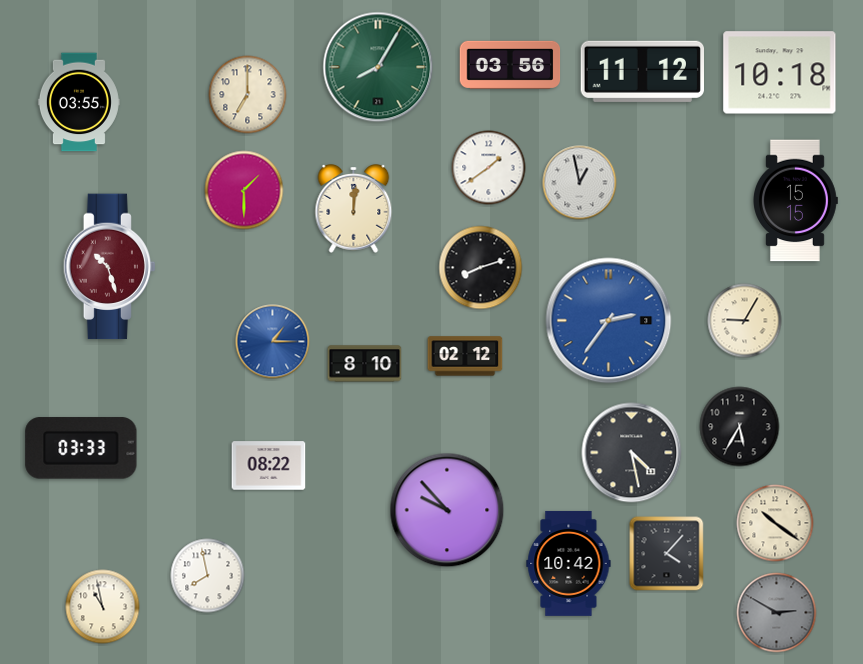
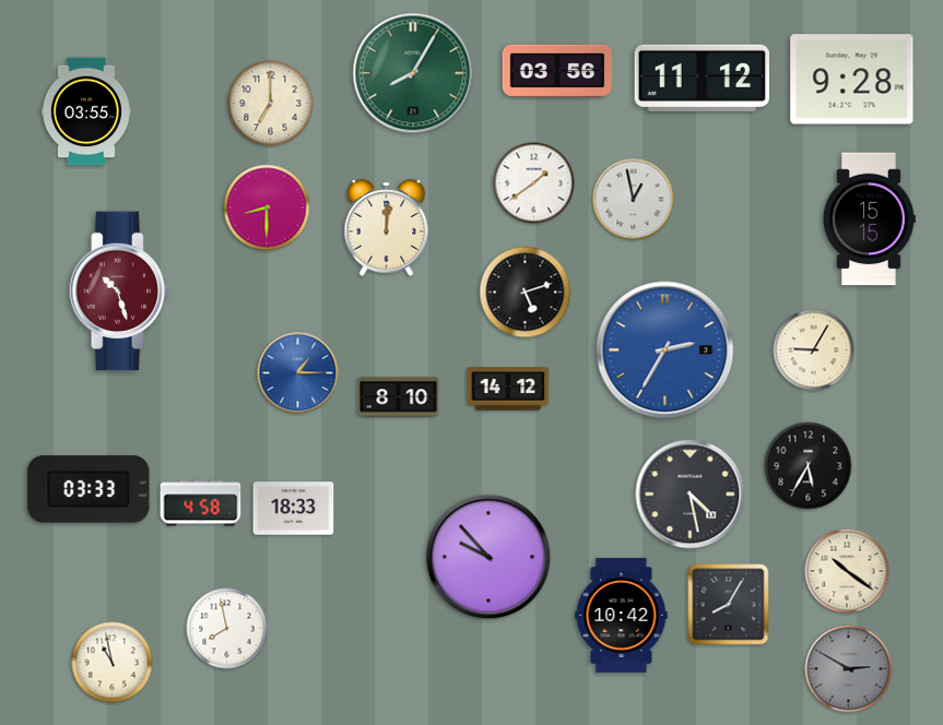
clock at (780, 73): 10:18 -> 9:28
clock at (244, 190): 1:30 -> 8:30
clock at (481, 268): 8:12 -> 5:12
clock at (609, 321): 2:36 -> 2:35
clock at (465, 356): 02:12 -> 14:12
clock at (201, 503): none -> 4:58
clock at (269, 466): 08:22 -> 18:33
clock at (667, 554): 4:07 -> 8:05
